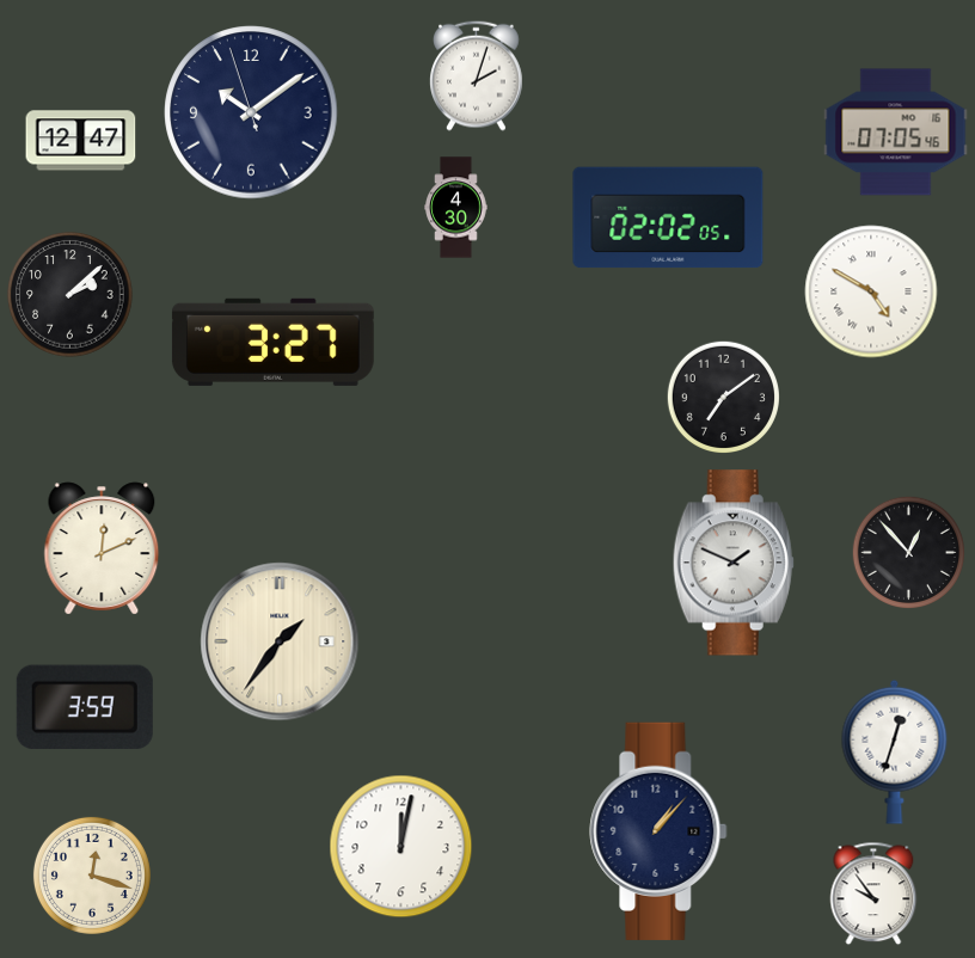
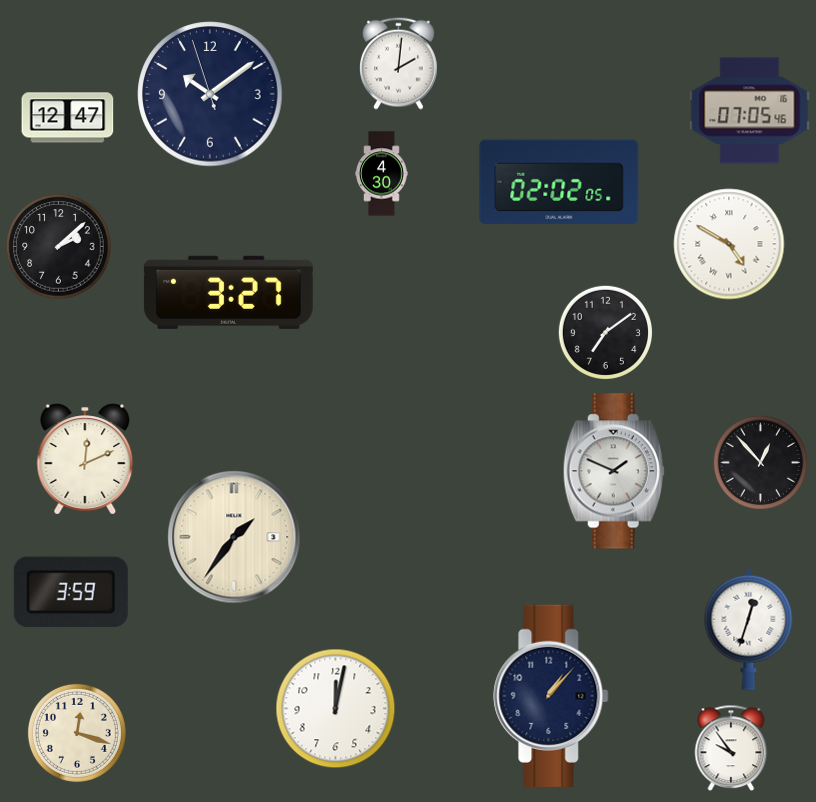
clock at (477, 75): 2:03 -> 2:01
clock at (272, 342) position: (272, 342) -> (228, 292)
